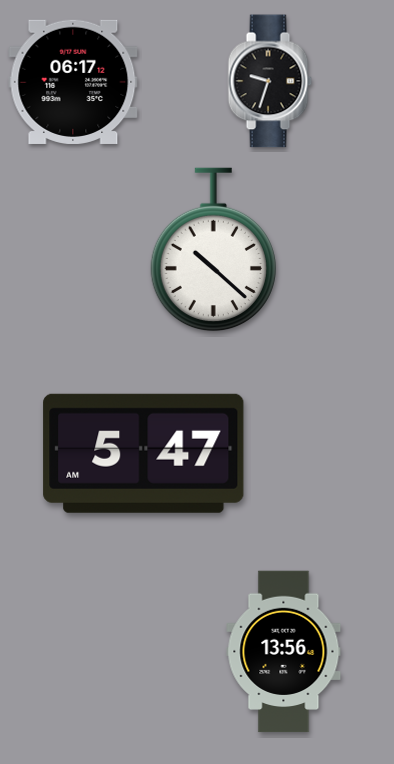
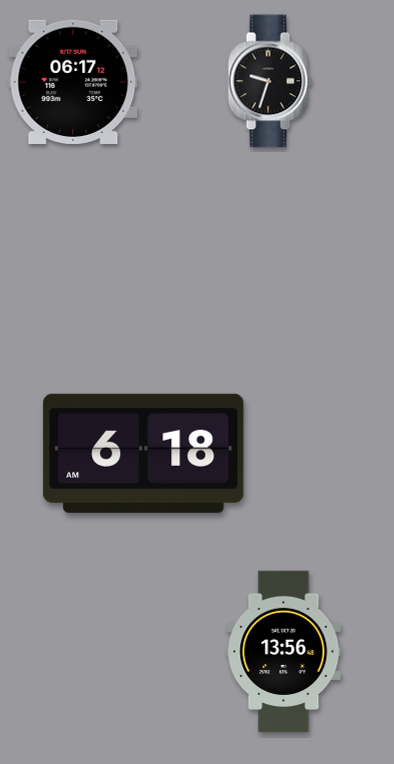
clock at (213, 250): 10:22 -> none
clock at (144, 453): 5:47 -> 6:18
